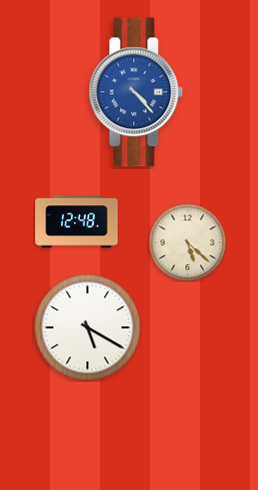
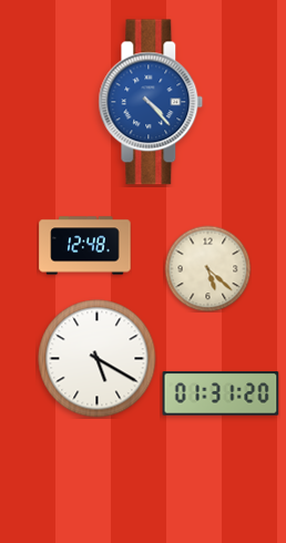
clock at (88, 328) position: (88, 328) -> (98, 359)
clock at (221, 393): none -> 01:31
